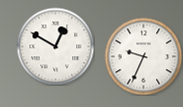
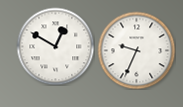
clock at (143, 56) position: (143, 56) -> (136, 50)
